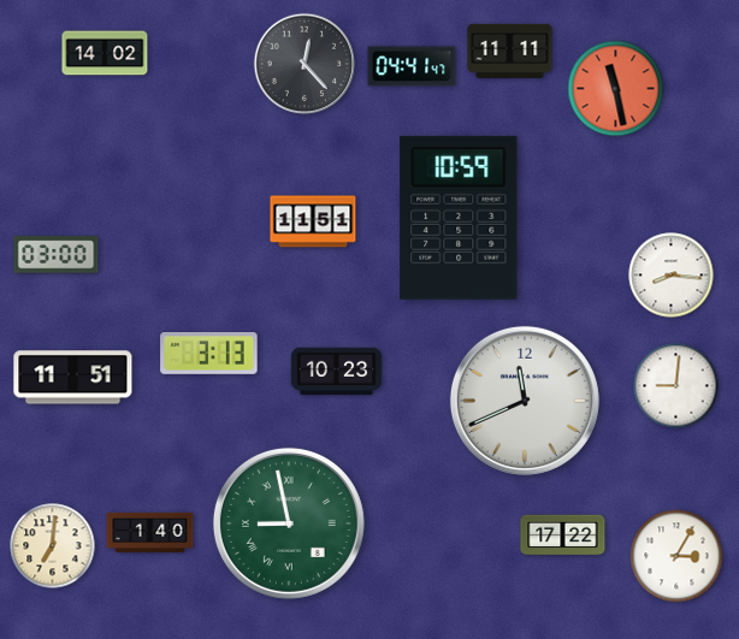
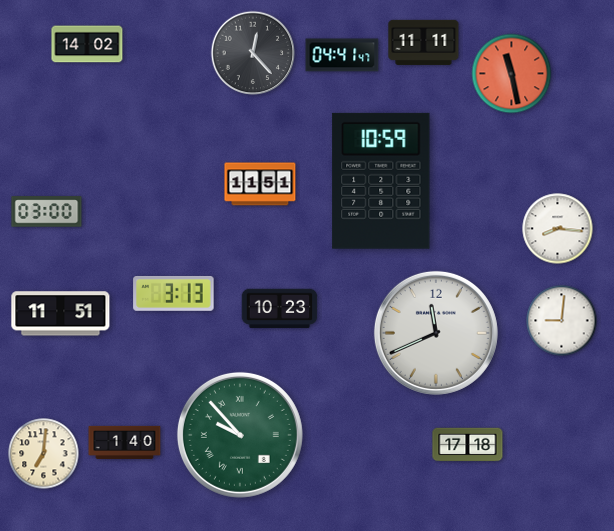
clock at (289, 523): 8:58 -> 9:53
clock at (563, 536): 17:22 -> 17:18
clock at (676, 556): 3:05 -> none
